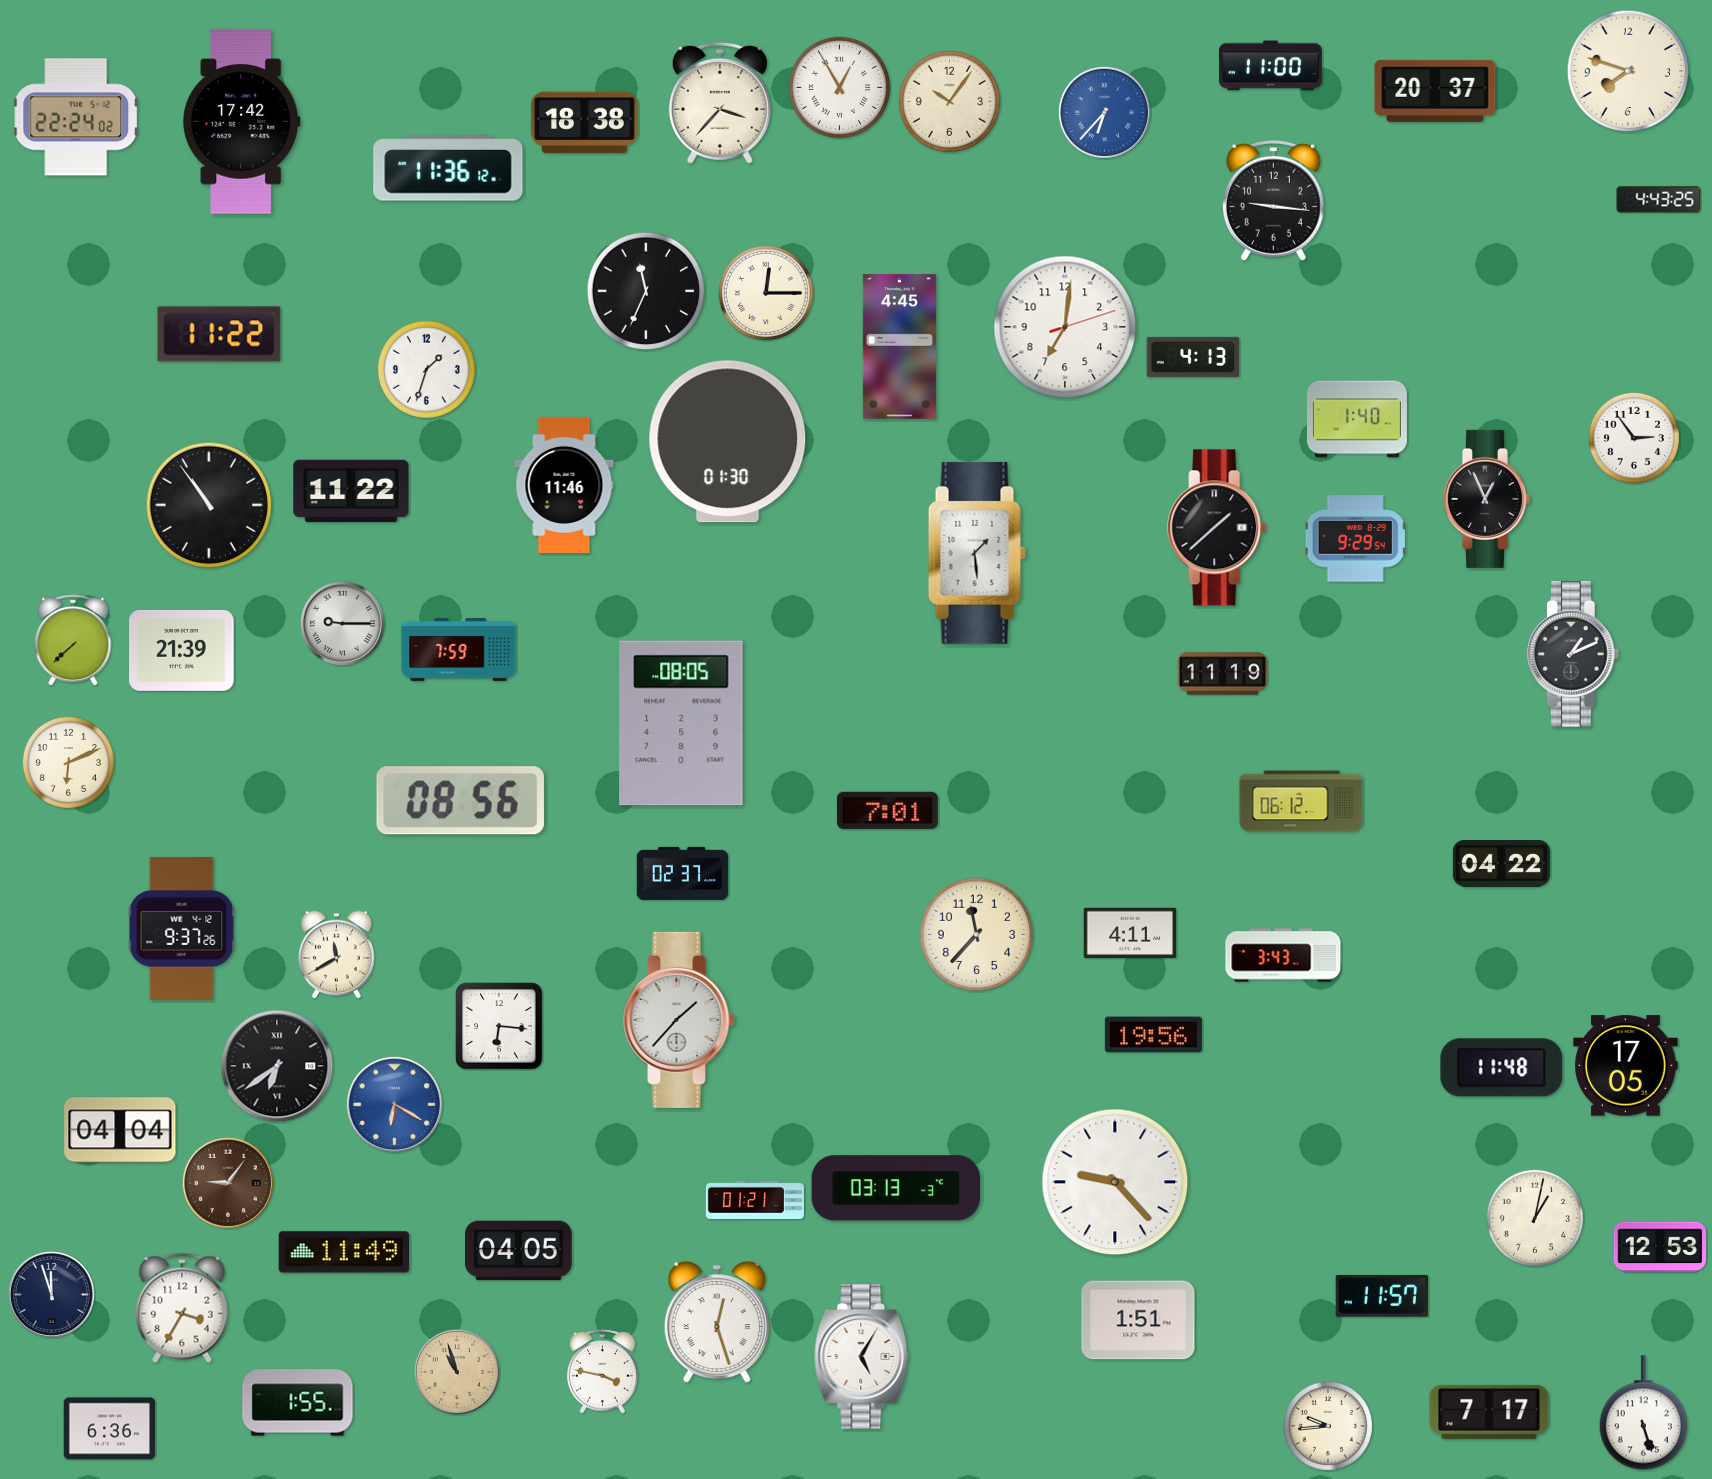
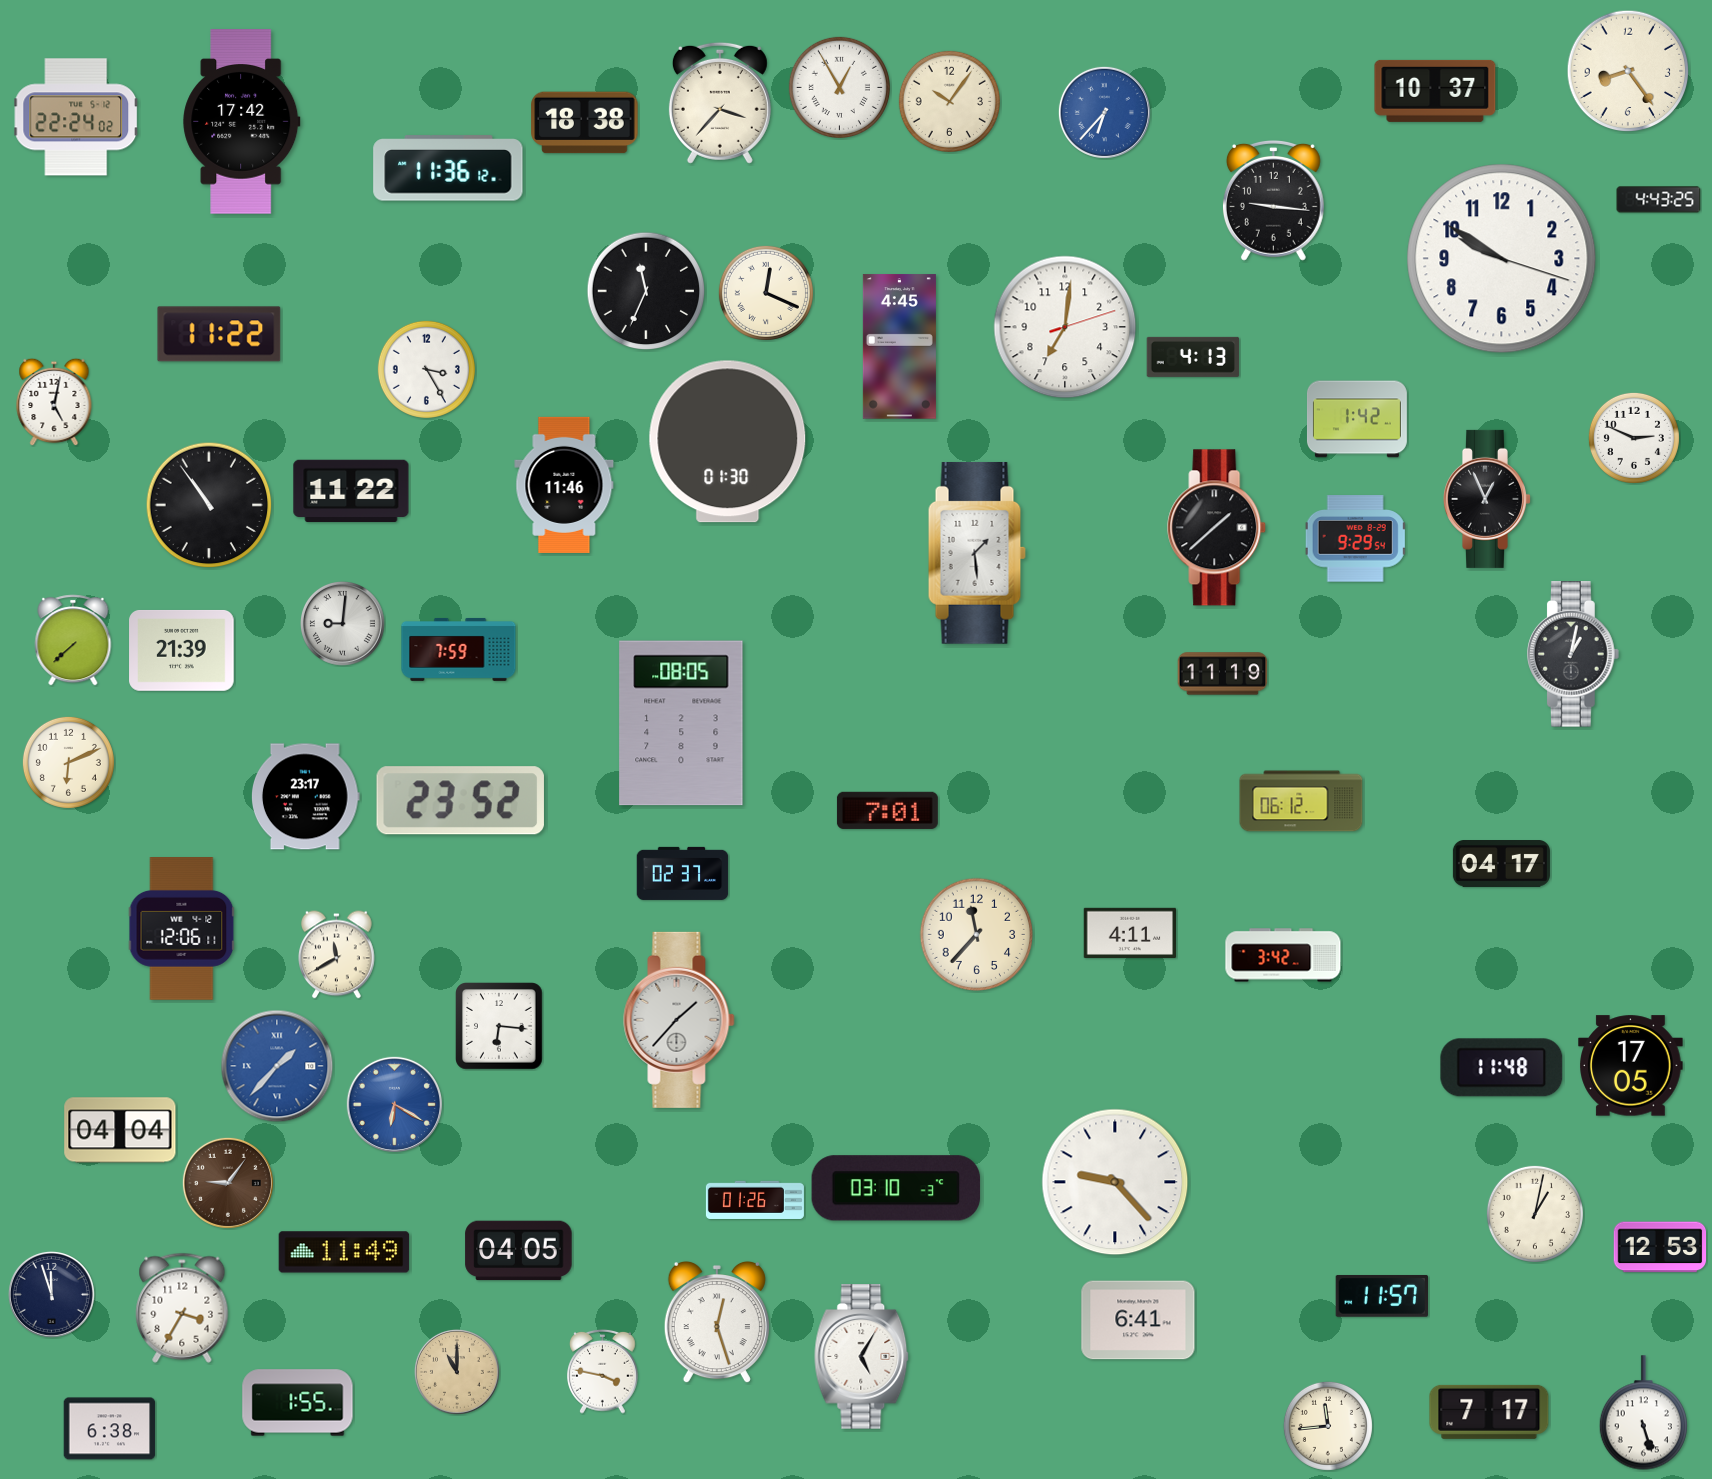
clock at (1271, 66): 11:00 -> none
clock at (1628, 71): 7:48 -> 8:24
clock at (1435, 91): 20:37 -> 10:37
clock at (1502, 259): none -> 9:50
clock at (766, 293): 12:15 -> 12:19
clock at (426, 369): 1:33 -> 3:25
clock at (54, 402): none -> 5:02
clock at (1357, 419): 1:40 -> 1:42
clock at (1634, 438): 2:54 -> 2:49
clock at (343, 624): 9:15 -> 9:01
clock at (1574, 654): 1:11 -> 1:02
clock at (305, 797): none -> 23:17
clock at (460, 801): 08:56 -> 23:52
clock at (1501, 864): 04:22 -> 04:17
clock at (182, 929): 9:37 -> 12:06
clock at (1283, 955): 3:43 -> 3:42
clock at (1153, 1035): 19:56 -> none
clock at (277, 1066): 6:39 -> 1:37
clock at (277, 1066) dial: black -> blue
clock at (1626, 1066) position: (1626, 1066) -> (1631, 1066)
clock at (896, 1188): 03:13 -> 03:10
clock at (755, 1200): 01:21 -> 01:26
clock at (1535, 1218) position: (1535, 1218) -> (1535, 1214)
clock at (1138, 1320): 1:51 -> 6:41
clock at (457, 1372): 10:57 -> 11:00
clock at (1328, 1426): 9:44 -> 11:44
clock at (110, 1429): 6:36 -> 6:38
